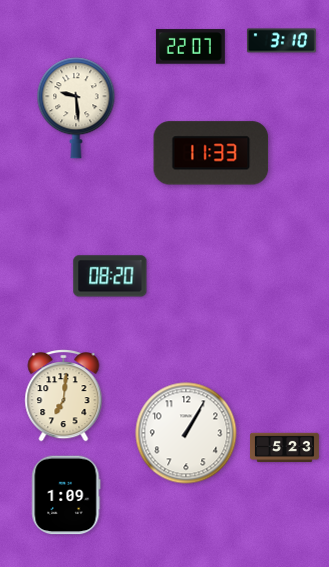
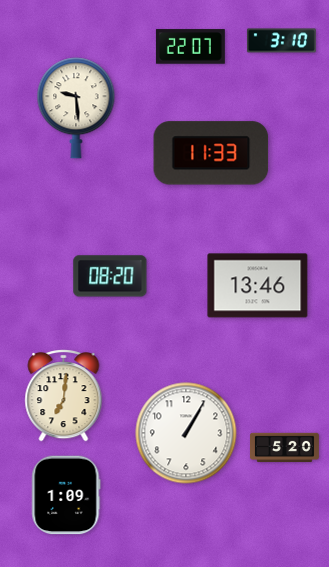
clock at (258, 286): none -> 13:46
clock at (285, 448): 5:23 -> 5:20
